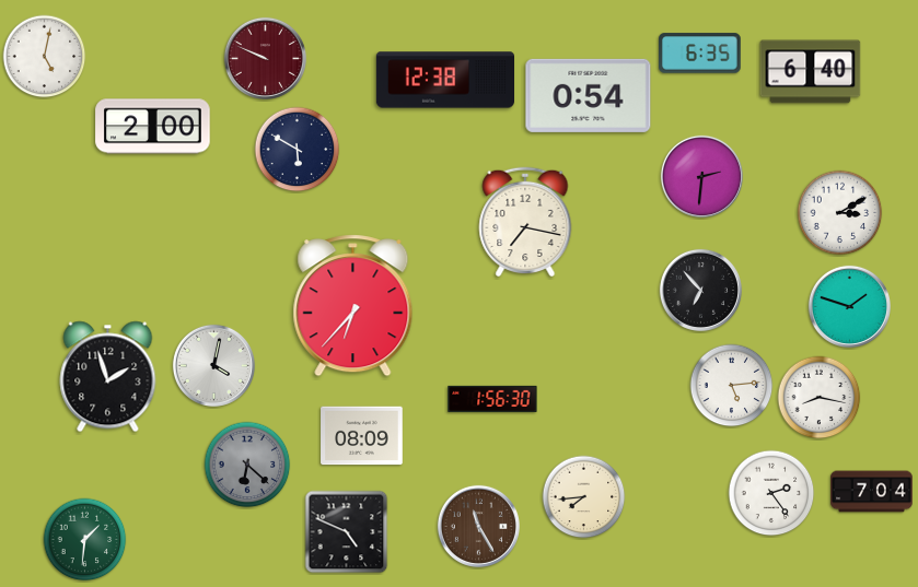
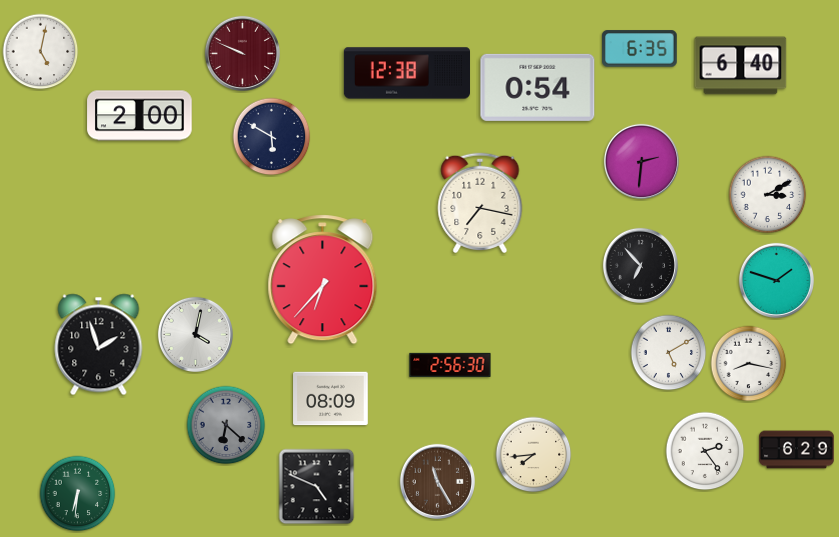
clock at (732, 386): 5:14 -> 5:10
clock at (492, 399): 1:56 -> 2:56
clock at (872, 492): 7:04 -> 6:29
clock at (85, 540): 1:31 -> 6:31
